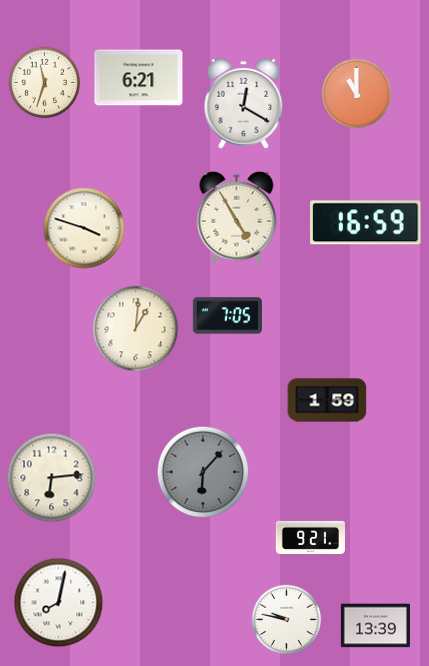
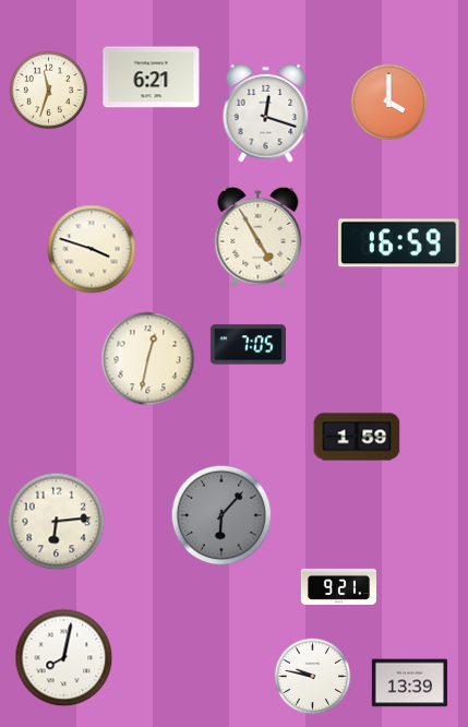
clock at (139, 78) position: (139, 78) -> (152, 78)
clock at (357, 94): 11:00 -> 4:00
clock at (244, 103): 12:20 -> 12:18
clock at (136, 329): 1:01 -> 12:32
